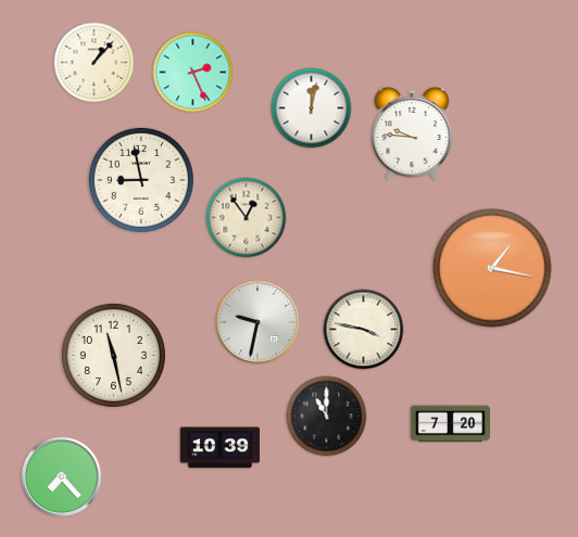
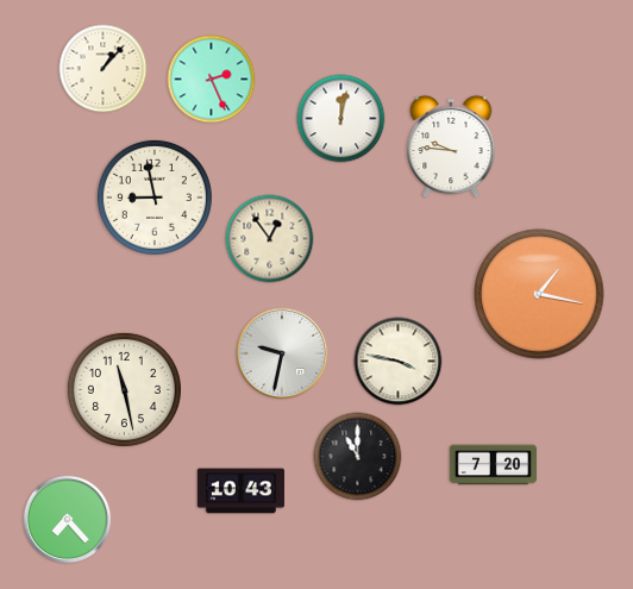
clock at (219, 448): 10:39 -> 10:43
clock at (62, 477) position: (62, 477) -> (68, 520)
